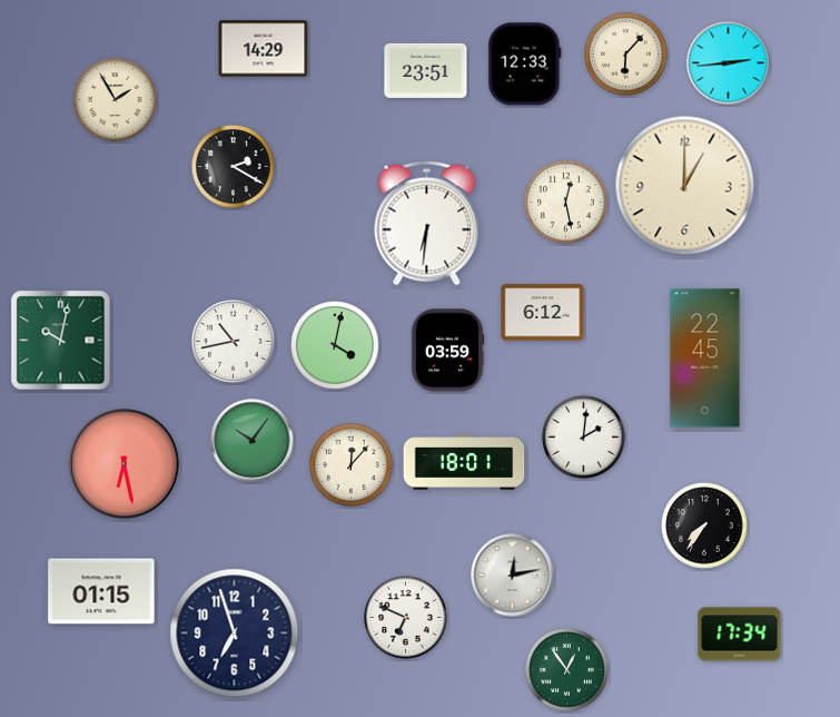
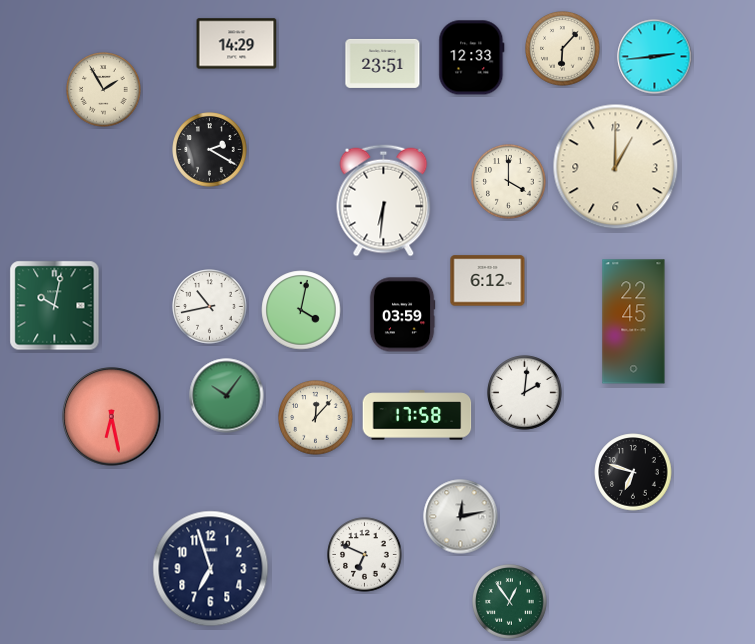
clock at (566, 203): 12:28 -> 4:00
clock at (464, 462): 18:01 -> 17:58
clock at (704, 526): 7:36 -> 6:48
clock at (101, 591): 01:15 -> none
clock at (740, 635): 17:34 -> none
